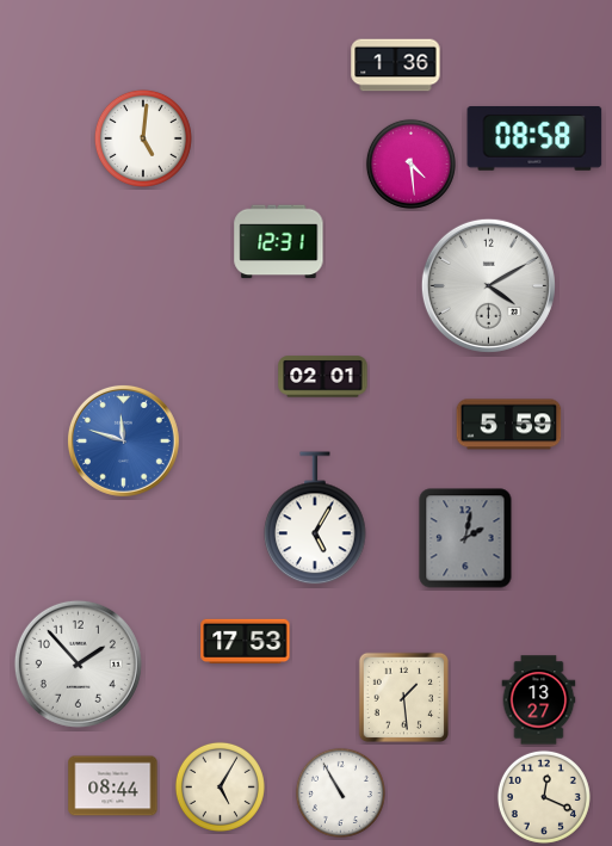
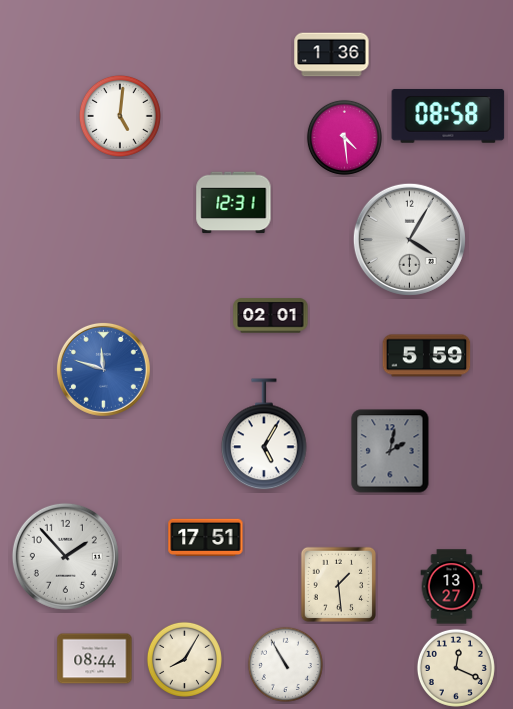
clock at (488, 285): 4:10 -> 4:05
clock at (246, 641): 17:53 -> 17:51
clock at (220, 786): 5:05 -> 8:05
